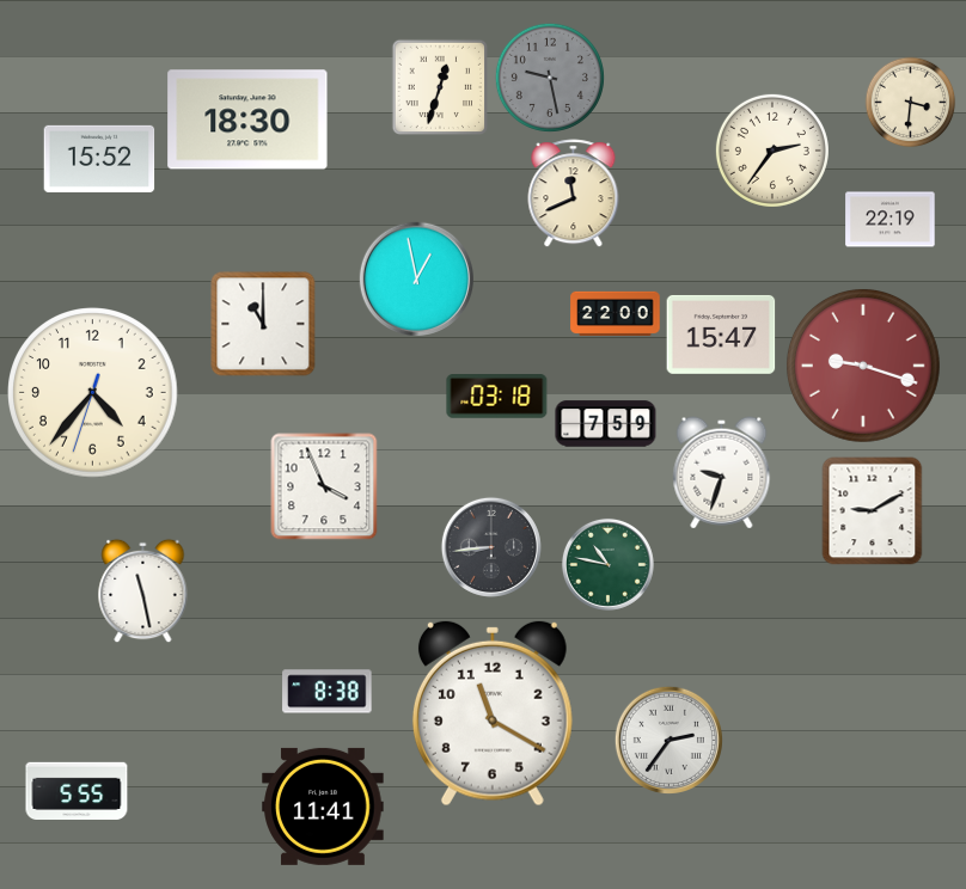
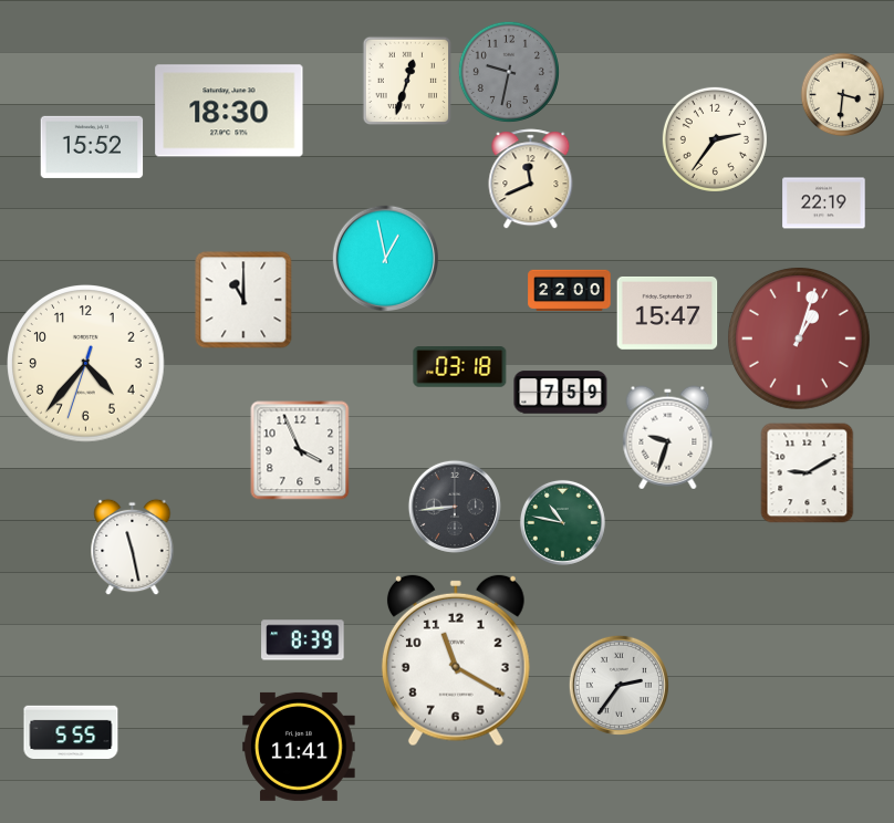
clock at (550, 78): 9:28 -> 9:32
clock at (721, 335) position: (721, 335) -> (667, 313)
clock at (863, 366): 9:18 -> 1:03
clock at (328, 692): 8:38 -> 8:39
